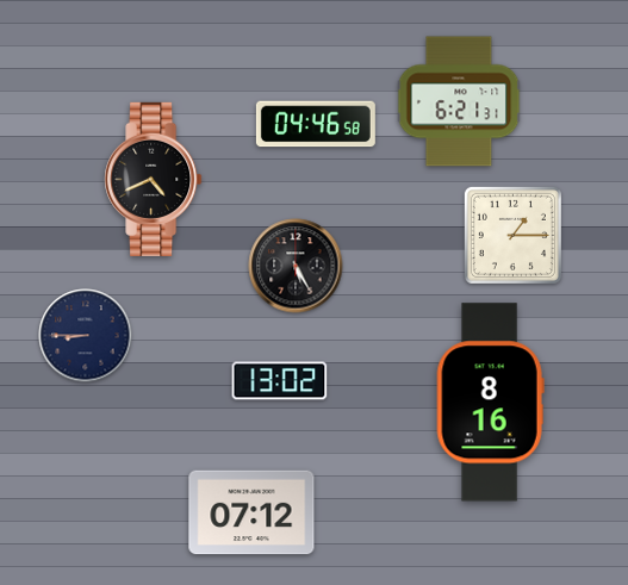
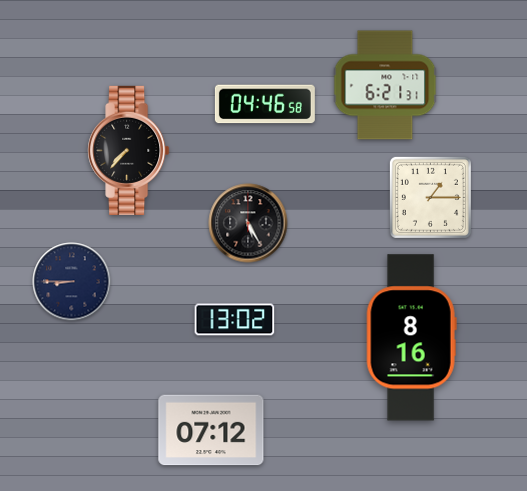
clock at (154, 179): 4:41 -> 7:37
